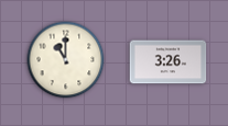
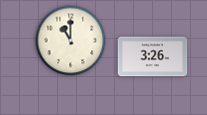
clock at (66, 60) position: (66, 60) -> (71, 41)
